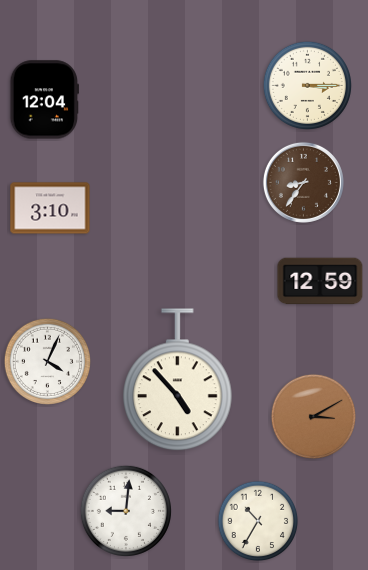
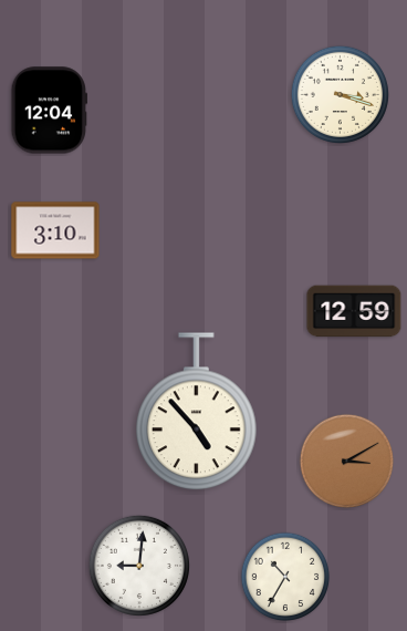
clock at (307, 85): 3:15 -> 3:18
clock at (303, 182): 8:36 -> none
clock at (47, 361): 4:04 -> none
clock at (178, 380) position: (178, 380) -> (197, 412)
